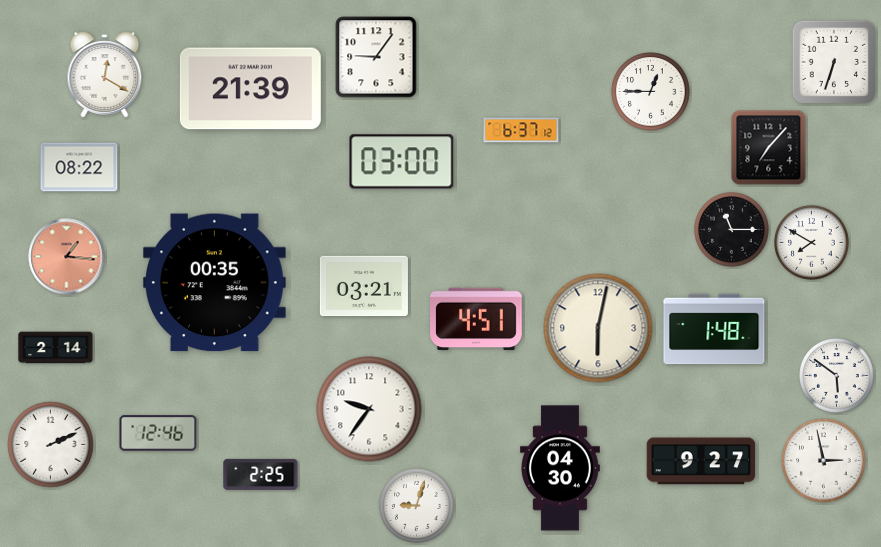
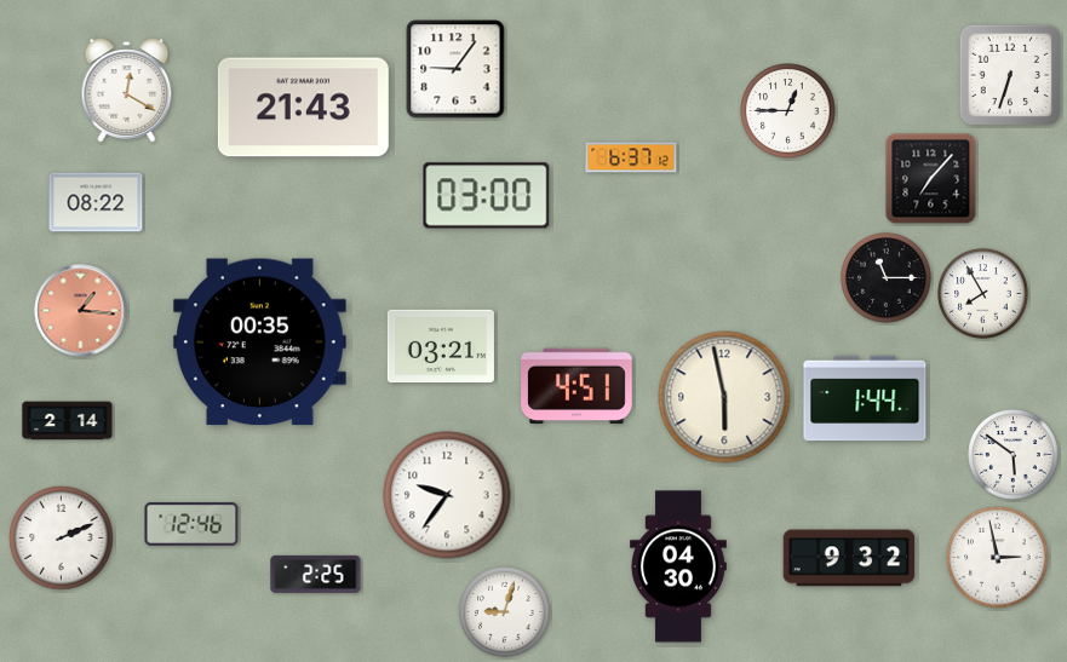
clock at (250, 89): 21:39 -> 21:43
clock at (812, 243): 7:50 -> 7:55
clock at (598, 328): 6:02 -> 5:58
clock at (714, 329): 1:48 -> 1:44
clock at (701, 461): 9:27 -> 9:32
